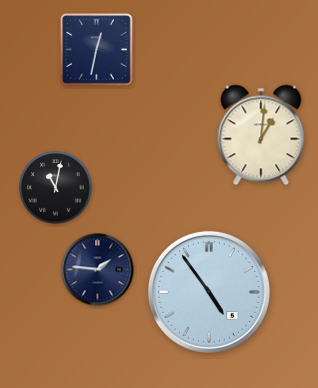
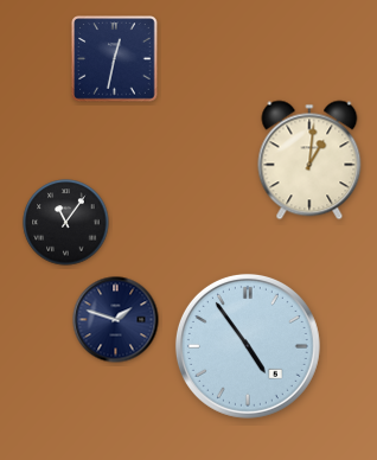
clock at (56, 188): 11:02 -> 11:06
clock at (98, 270): 1:46 -> 1:48
